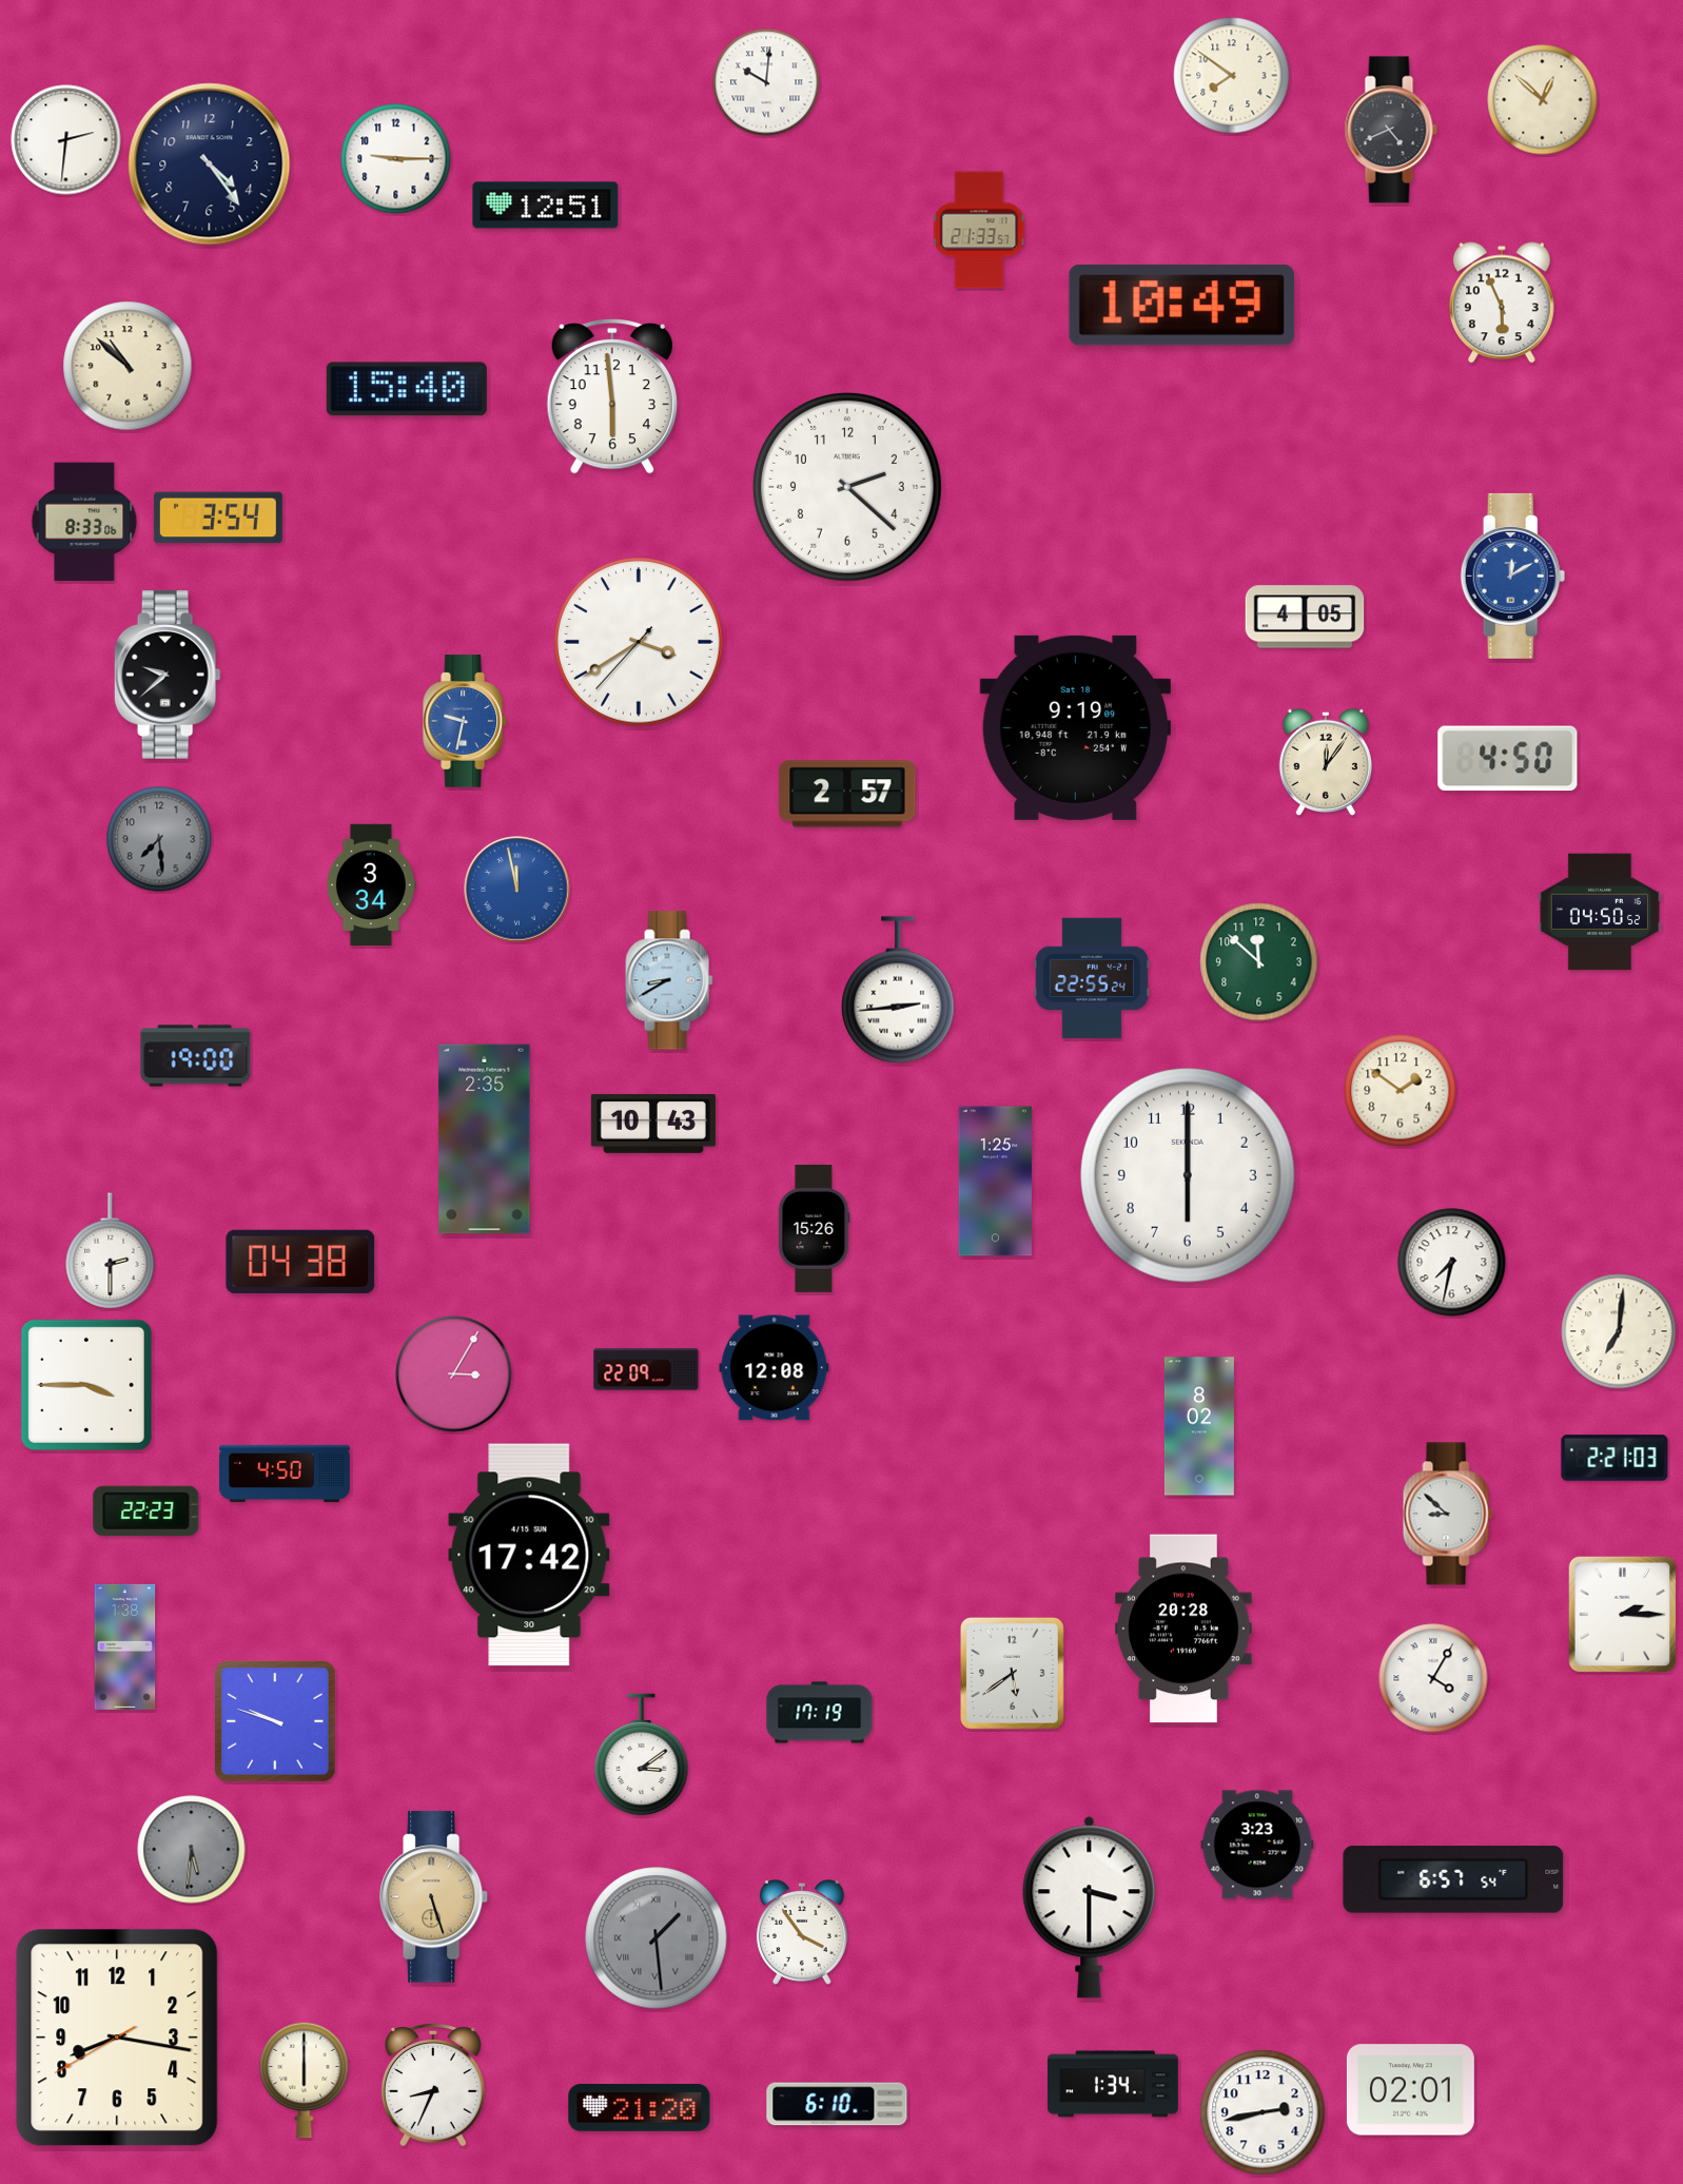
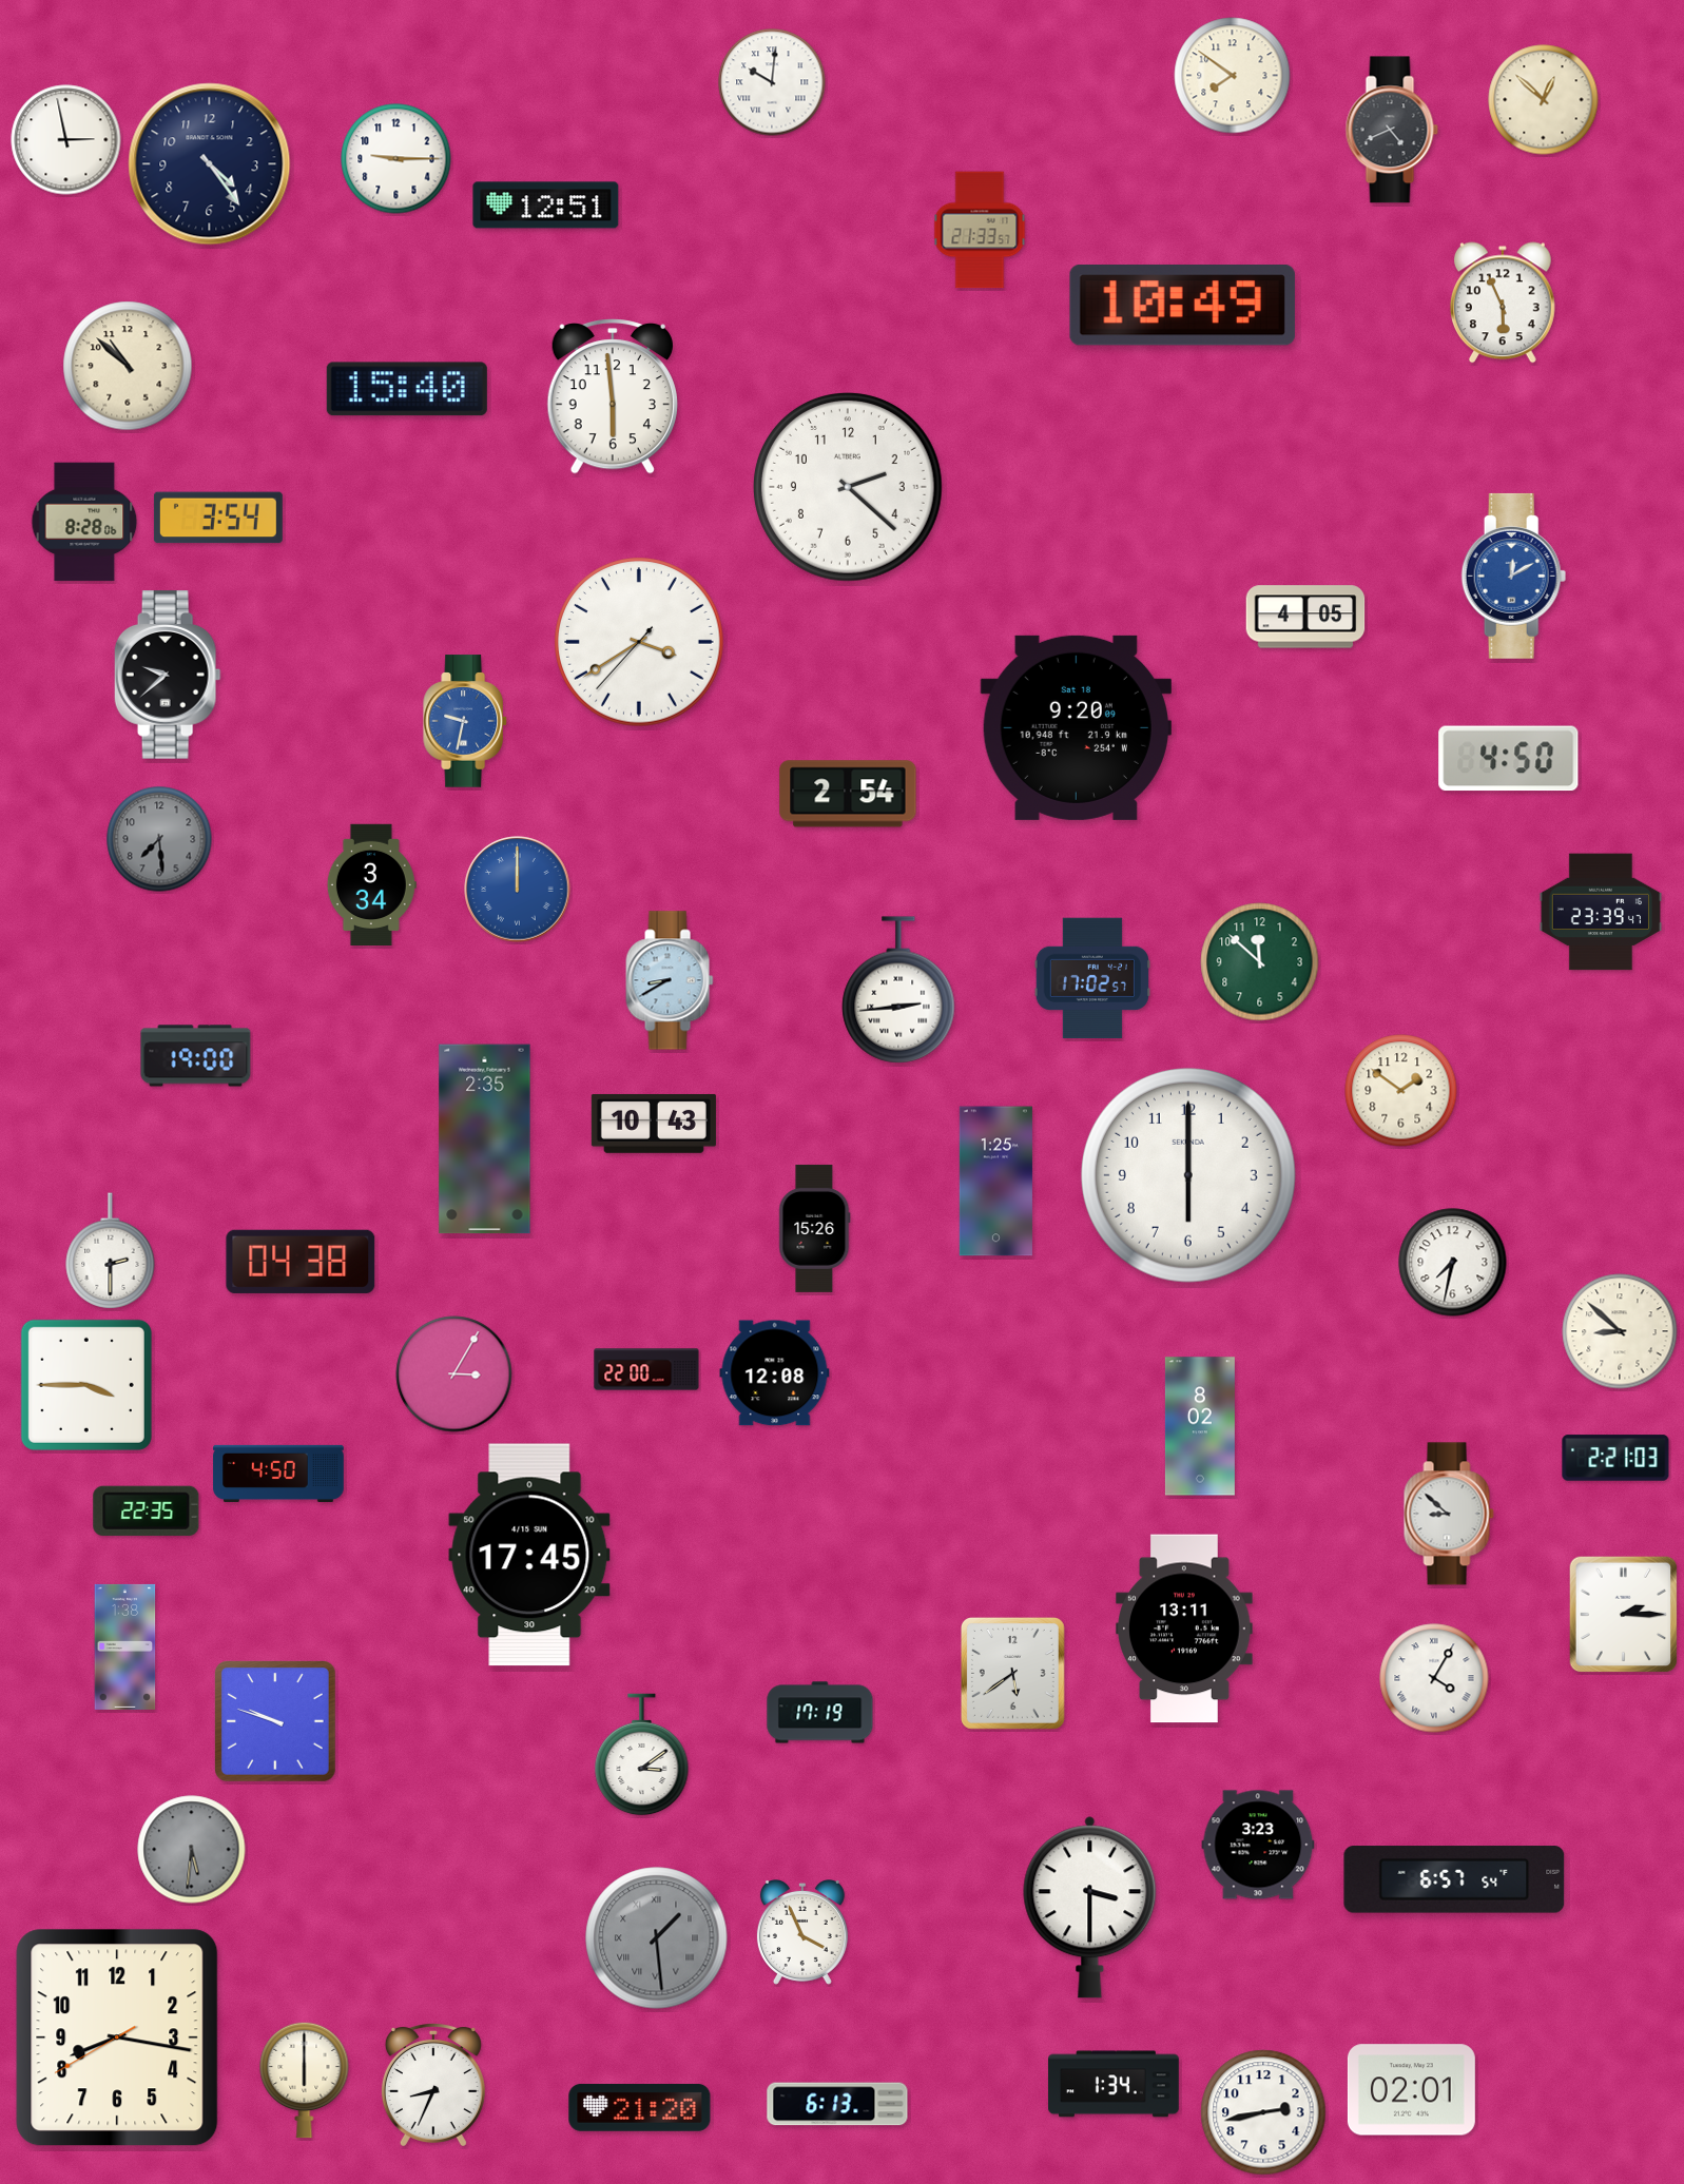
clock at (766, 82) position: (766, 82) -> (772, 82)
clock at (66, 140): 2:31 -> 2:58
clock at (84, 522): 8:33 -> 8:28
clock at (1075, 727): 9:19 -> 9:20
clock at (1325, 761): 12:06 -> none
clock at (847, 794): 2:57 -> 2:54
clock at (517, 890): 11:58 -> 12:00
clock at (1600, 912): 04:50 -> 23:39
clock at (1092, 978): 22:55 -> 17:02
clock at (1619, 1331): 7:01 -> 8:52
clock at (775, 1368) position: (775, 1368) -> (775, 1373)
clock at (646, 1369): 22:09 -> 22:00
clock at (285, 1474) position: (285, 1474) -> (278, 1474)
clock at (146, 1510): 22:23 -> 22:35
clock at (529, 1555): 17:42 -> 17:45
clock at (1183, 1629): 20:28 -> 13:11
clock at (434, 1897): 5:27 -> none
clock at (802, 1933): 3:54 -> 3:56
clock at (837, 2104): 6:10 -> 6:13
